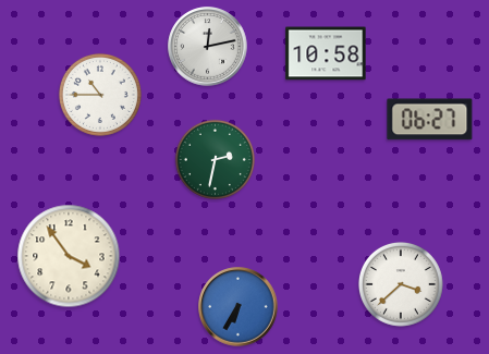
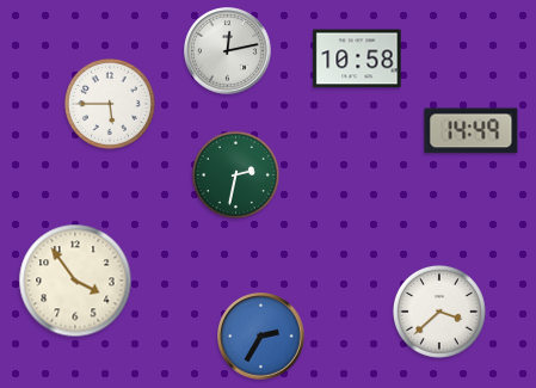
clock at (100, 95): 10:45 -> 5:45
clock at (430, 120): 06:27 -> 14:49
clock at (239, 307): 6:35 -> 2:35
